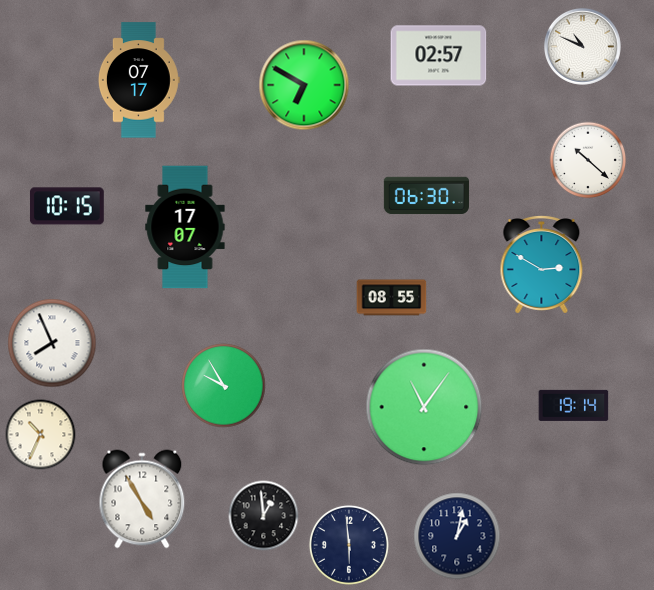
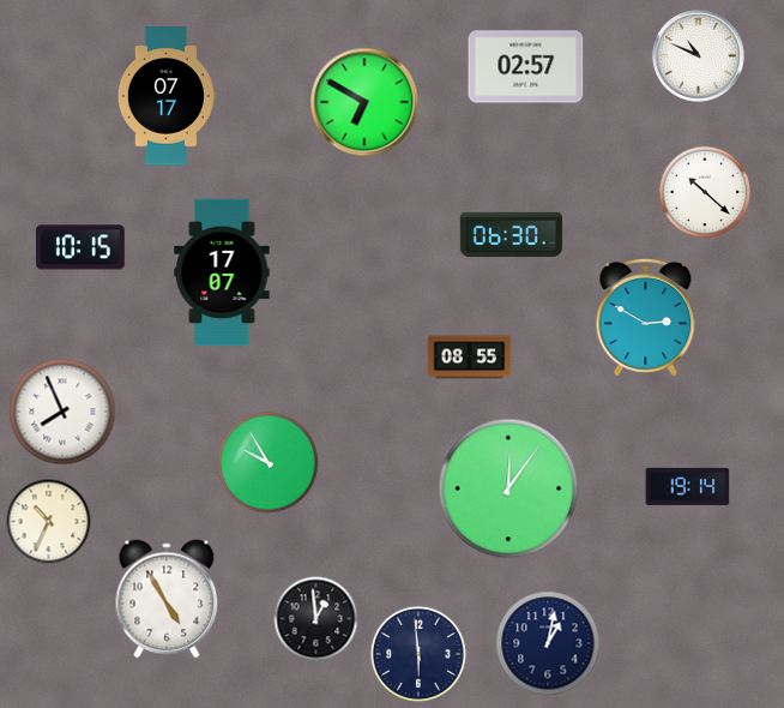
clock at (542, 265) position: (542, 265) -> (646, 318)
clock at (424, 407): 11:06 -> 12:06
clock at (142, 499) position: (142, 499) -> (167, 599)
